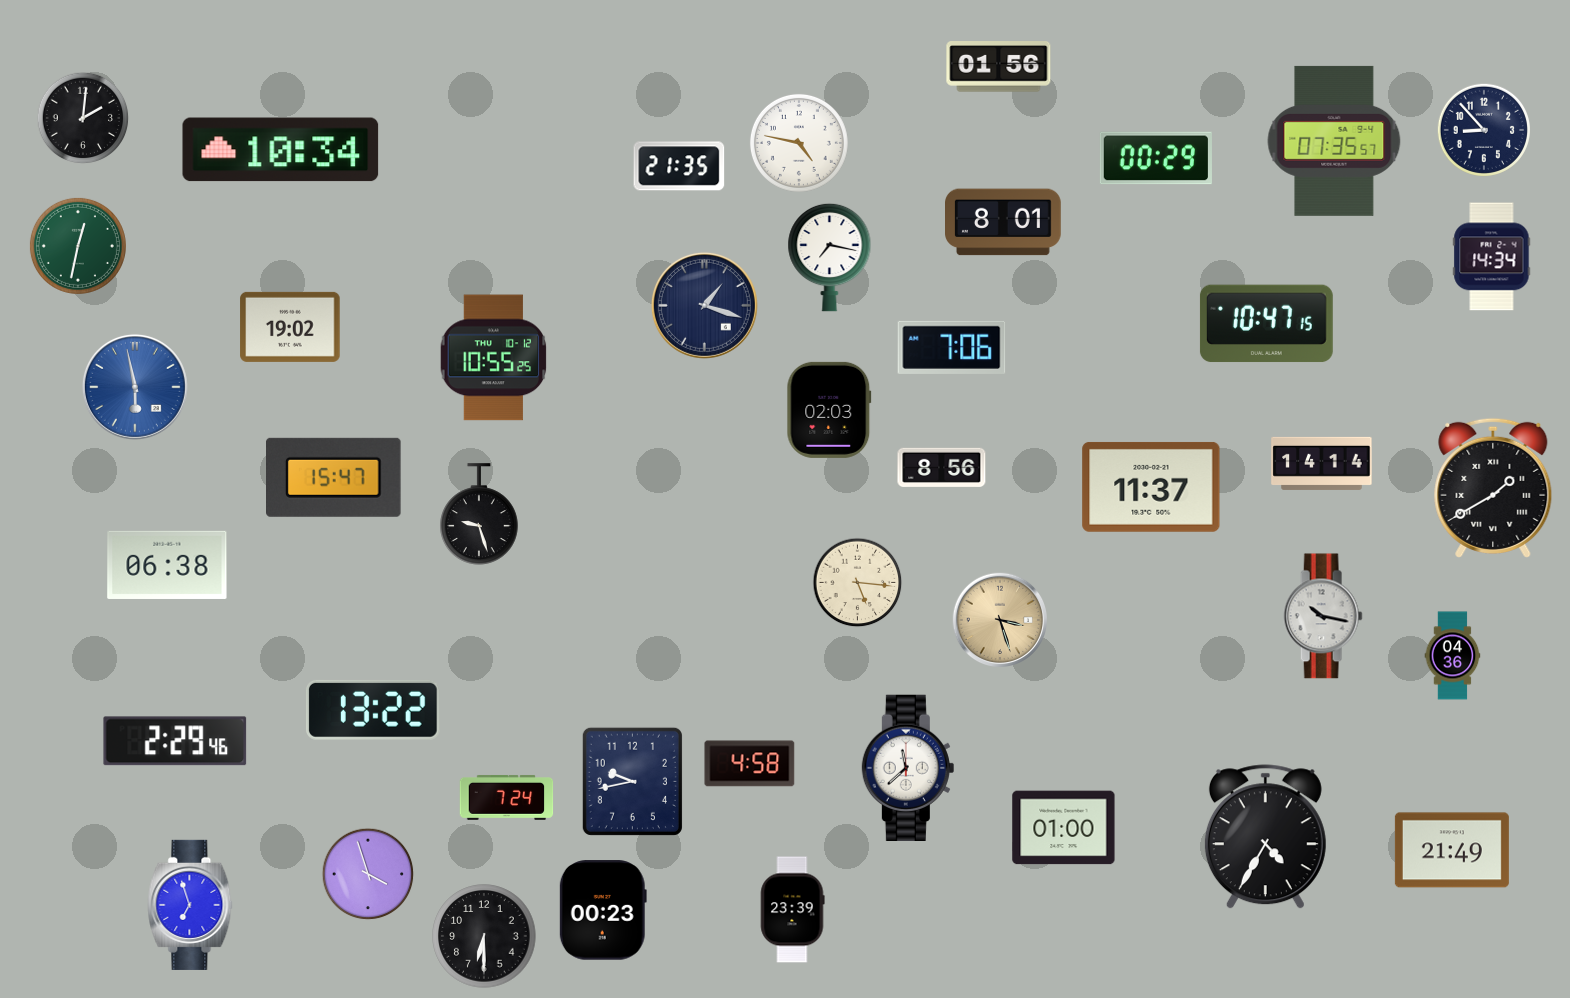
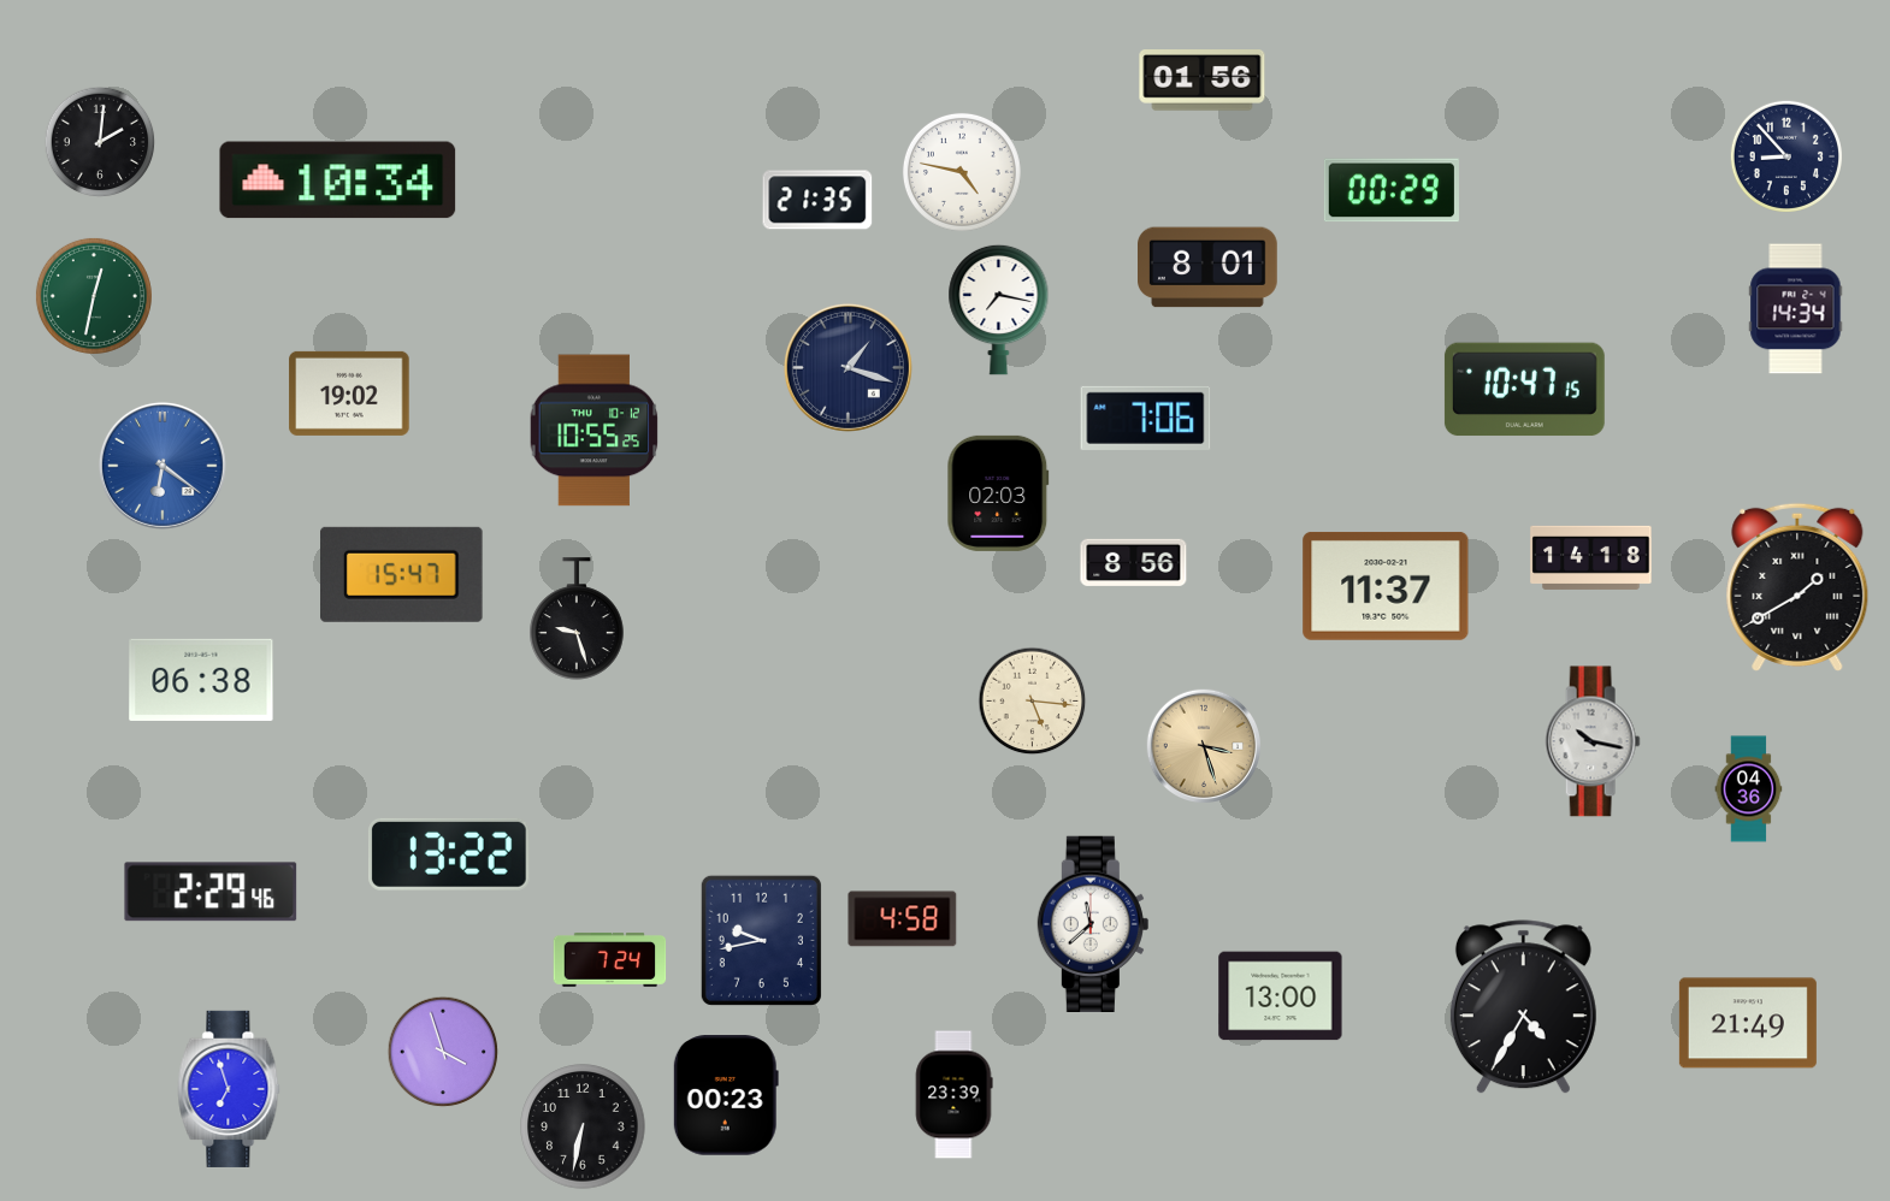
clock at (1334, 141): 07:35 -> none
clock at (135, 387): 5:58 -> 6:21
clock at (1322, 463): 14:14 -> 14:18
clock at (1064, 828): 01:00 -> 13:00
clock at (484, 936): 6:30 -> 6:32
